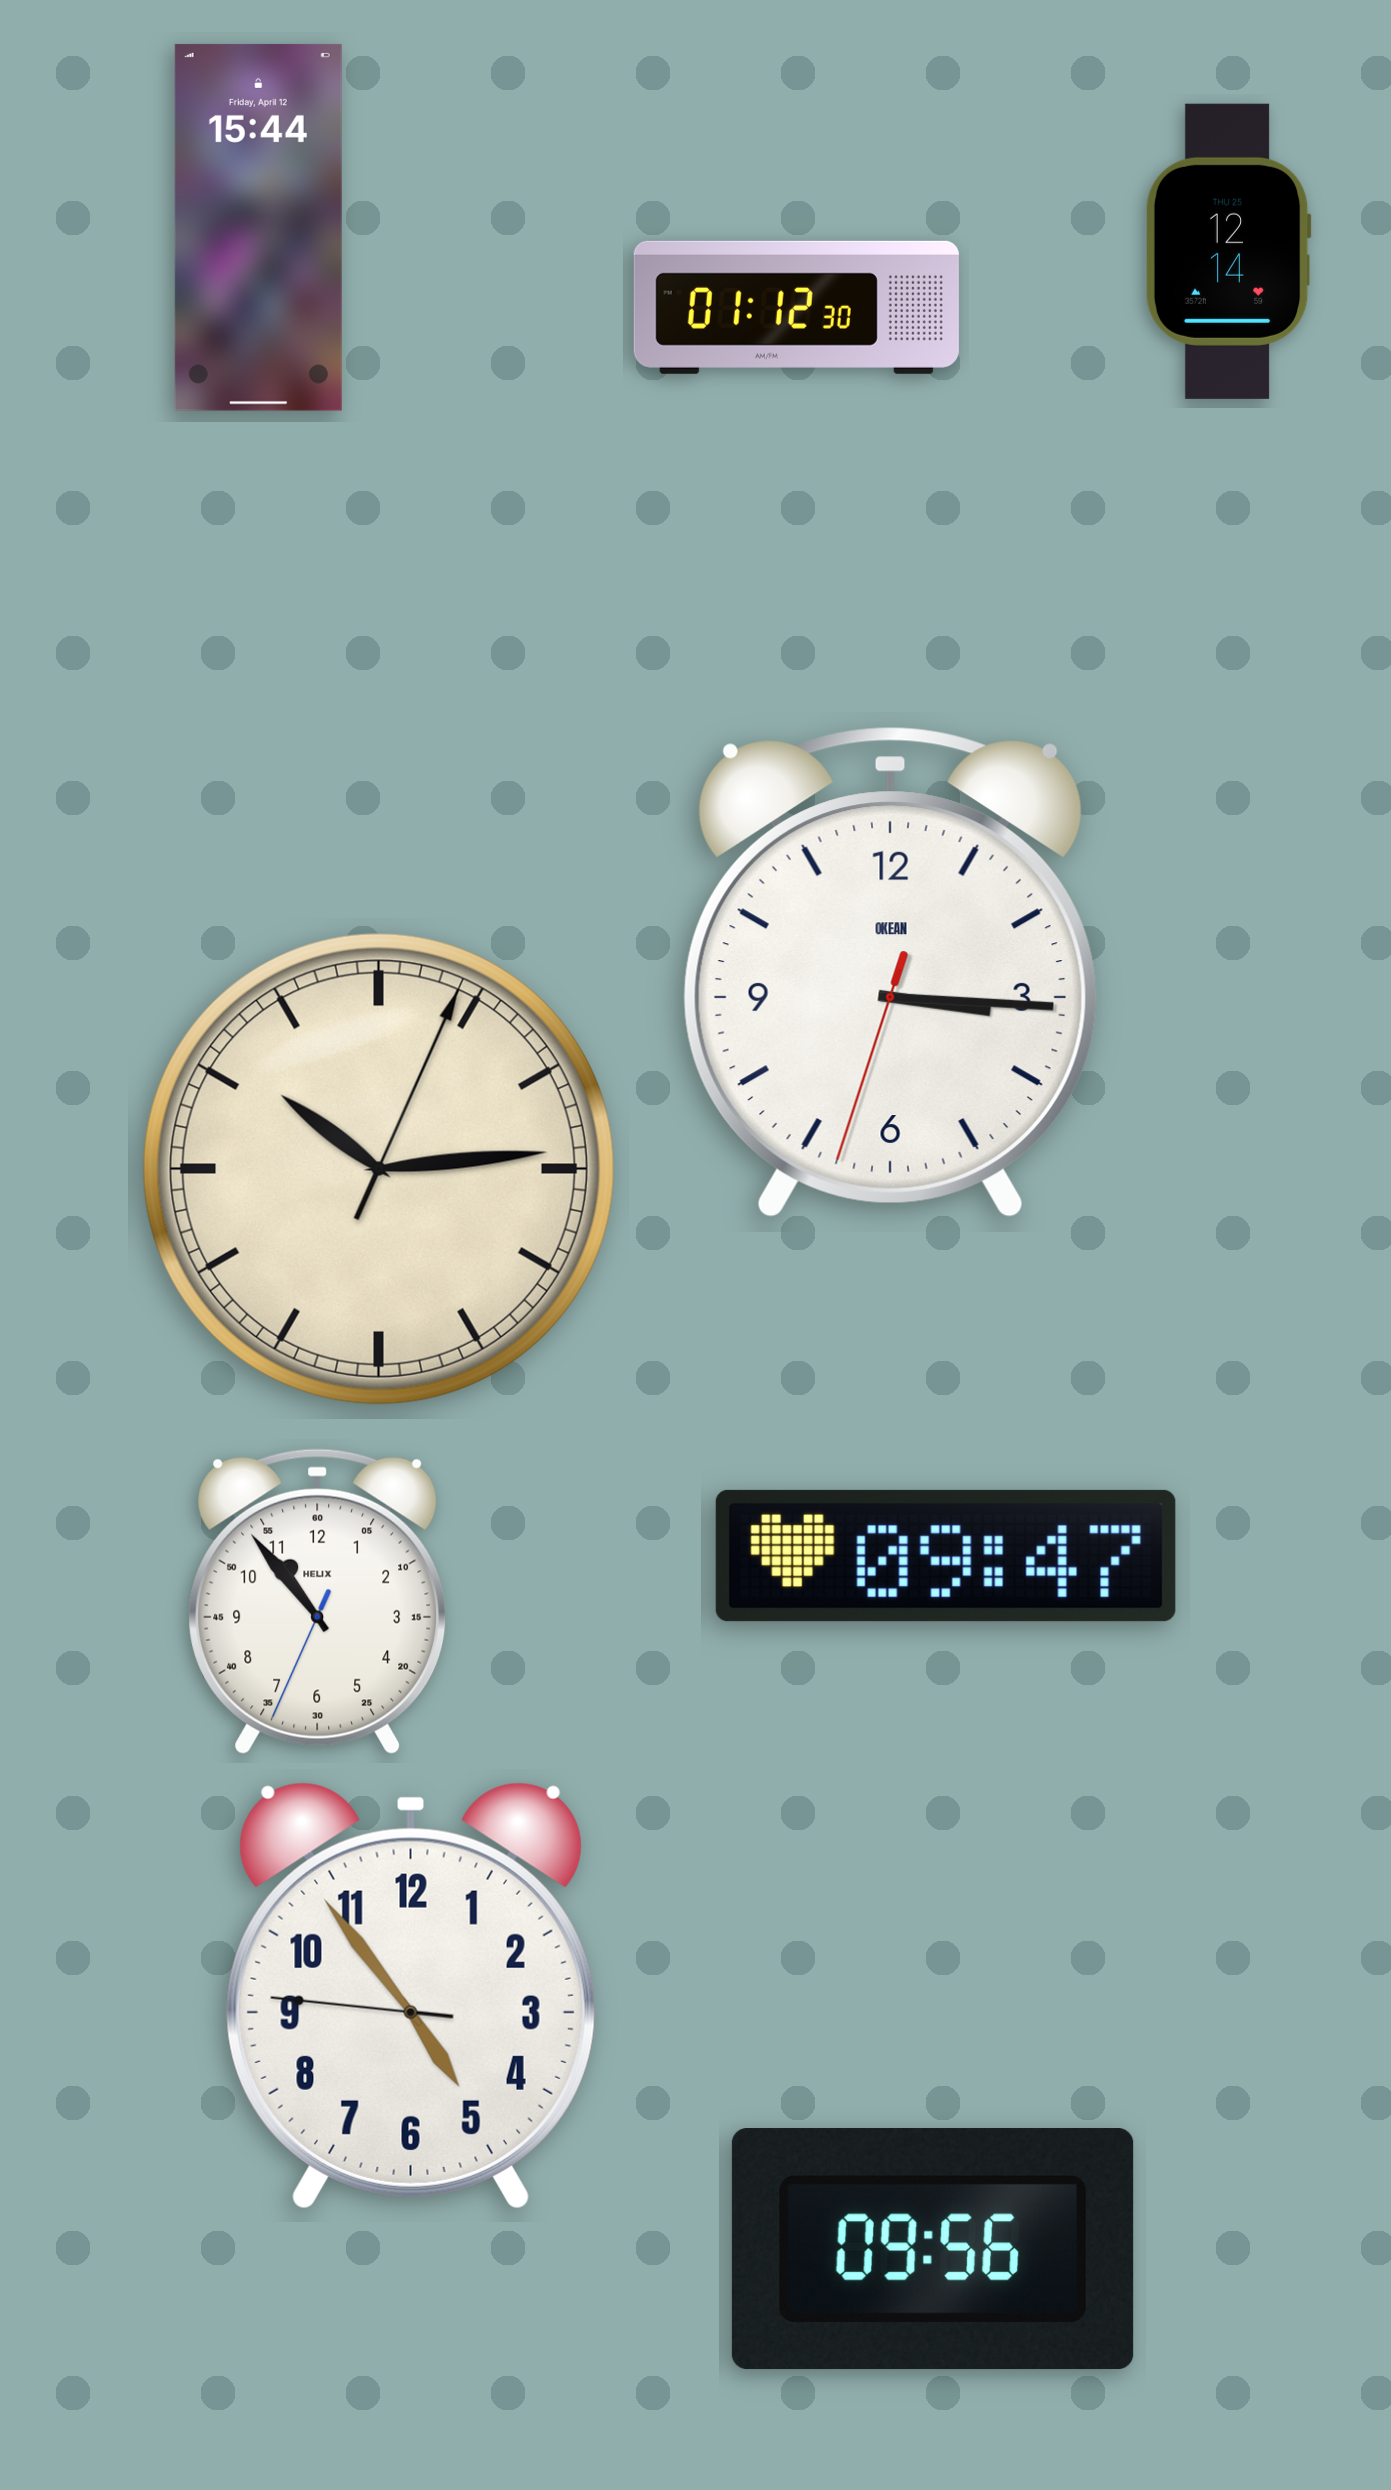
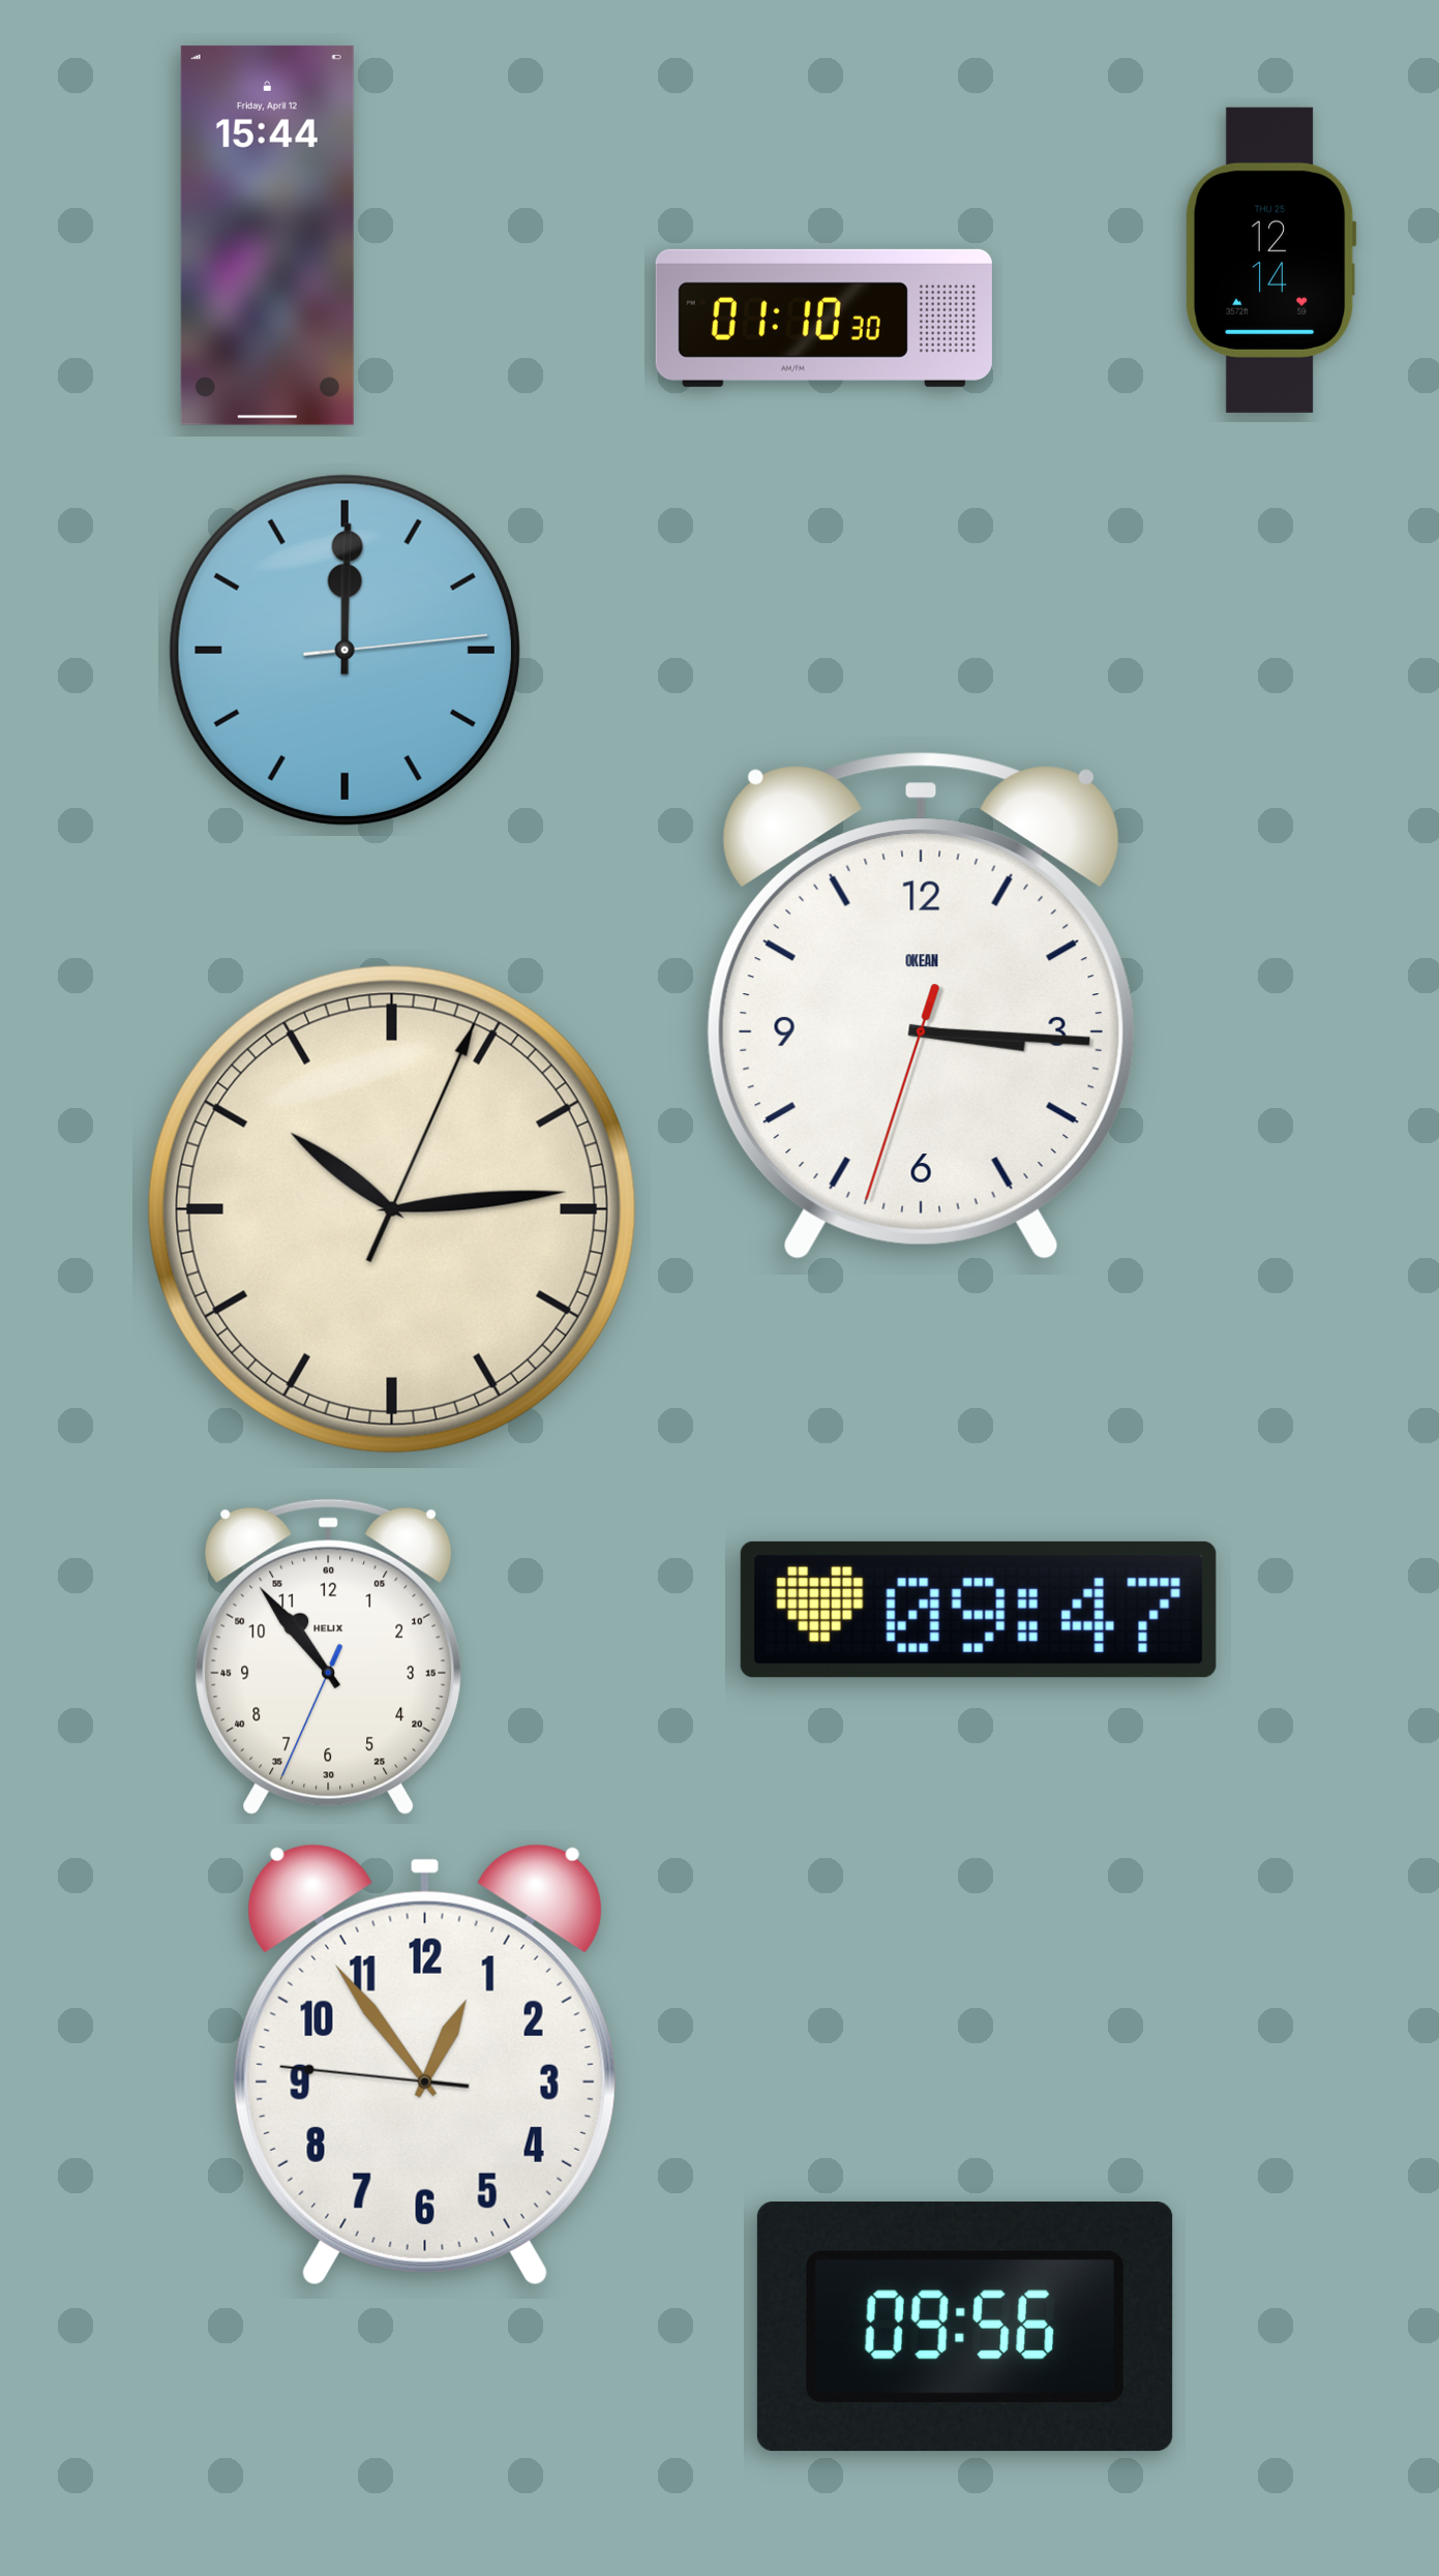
clock at (796, 307): 01:12 -> 01:10
clock at (344, 650): none -> 12:00
clock at (411, 1996): 4:53 -> 12:53
